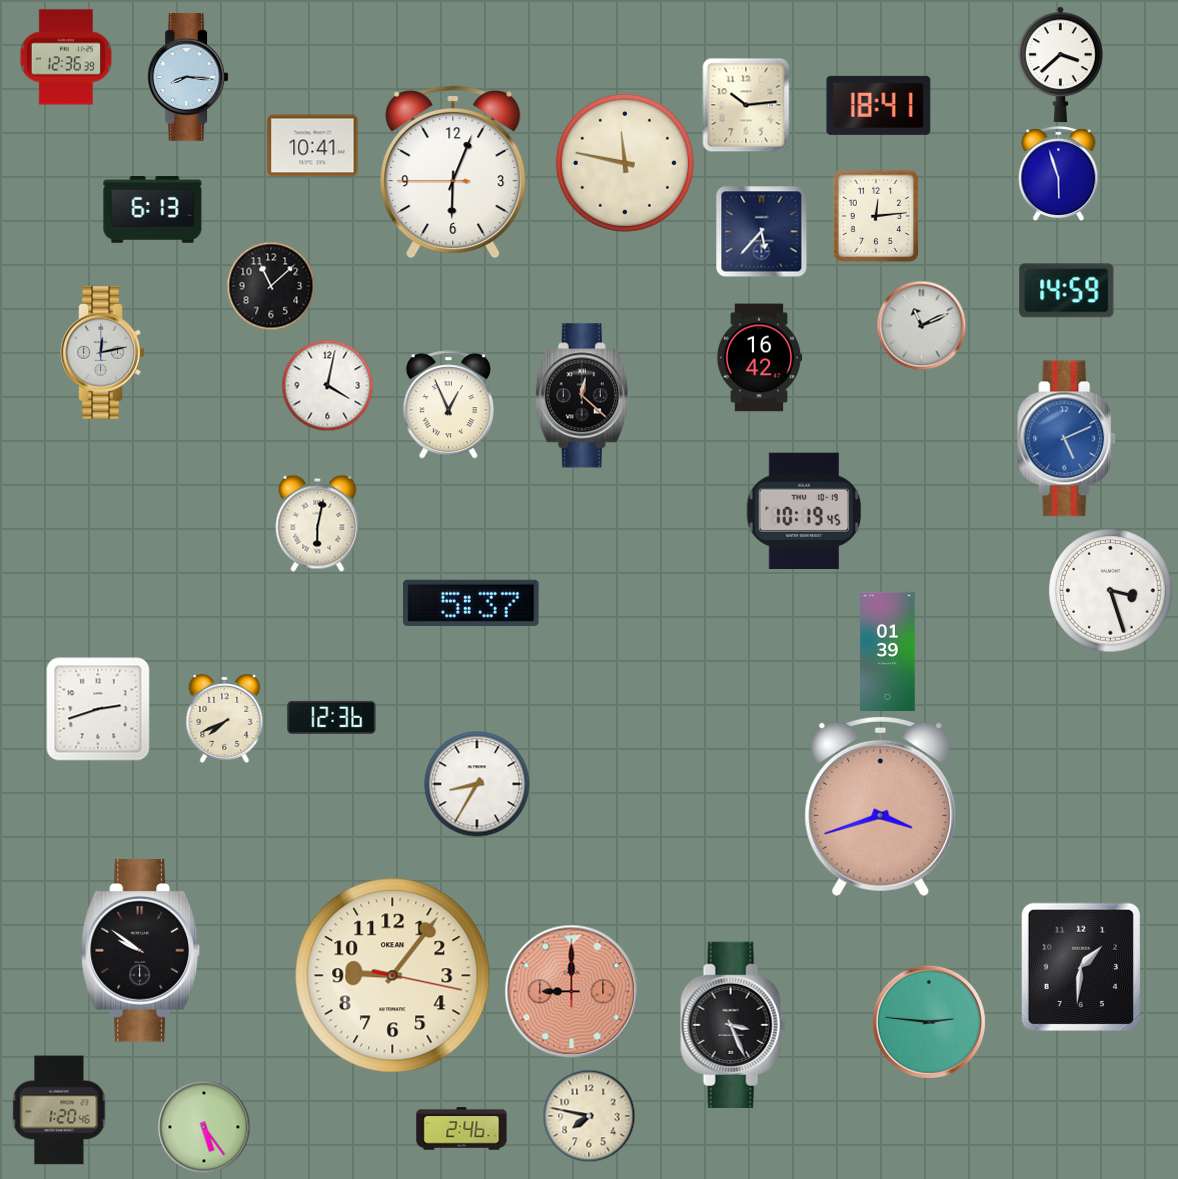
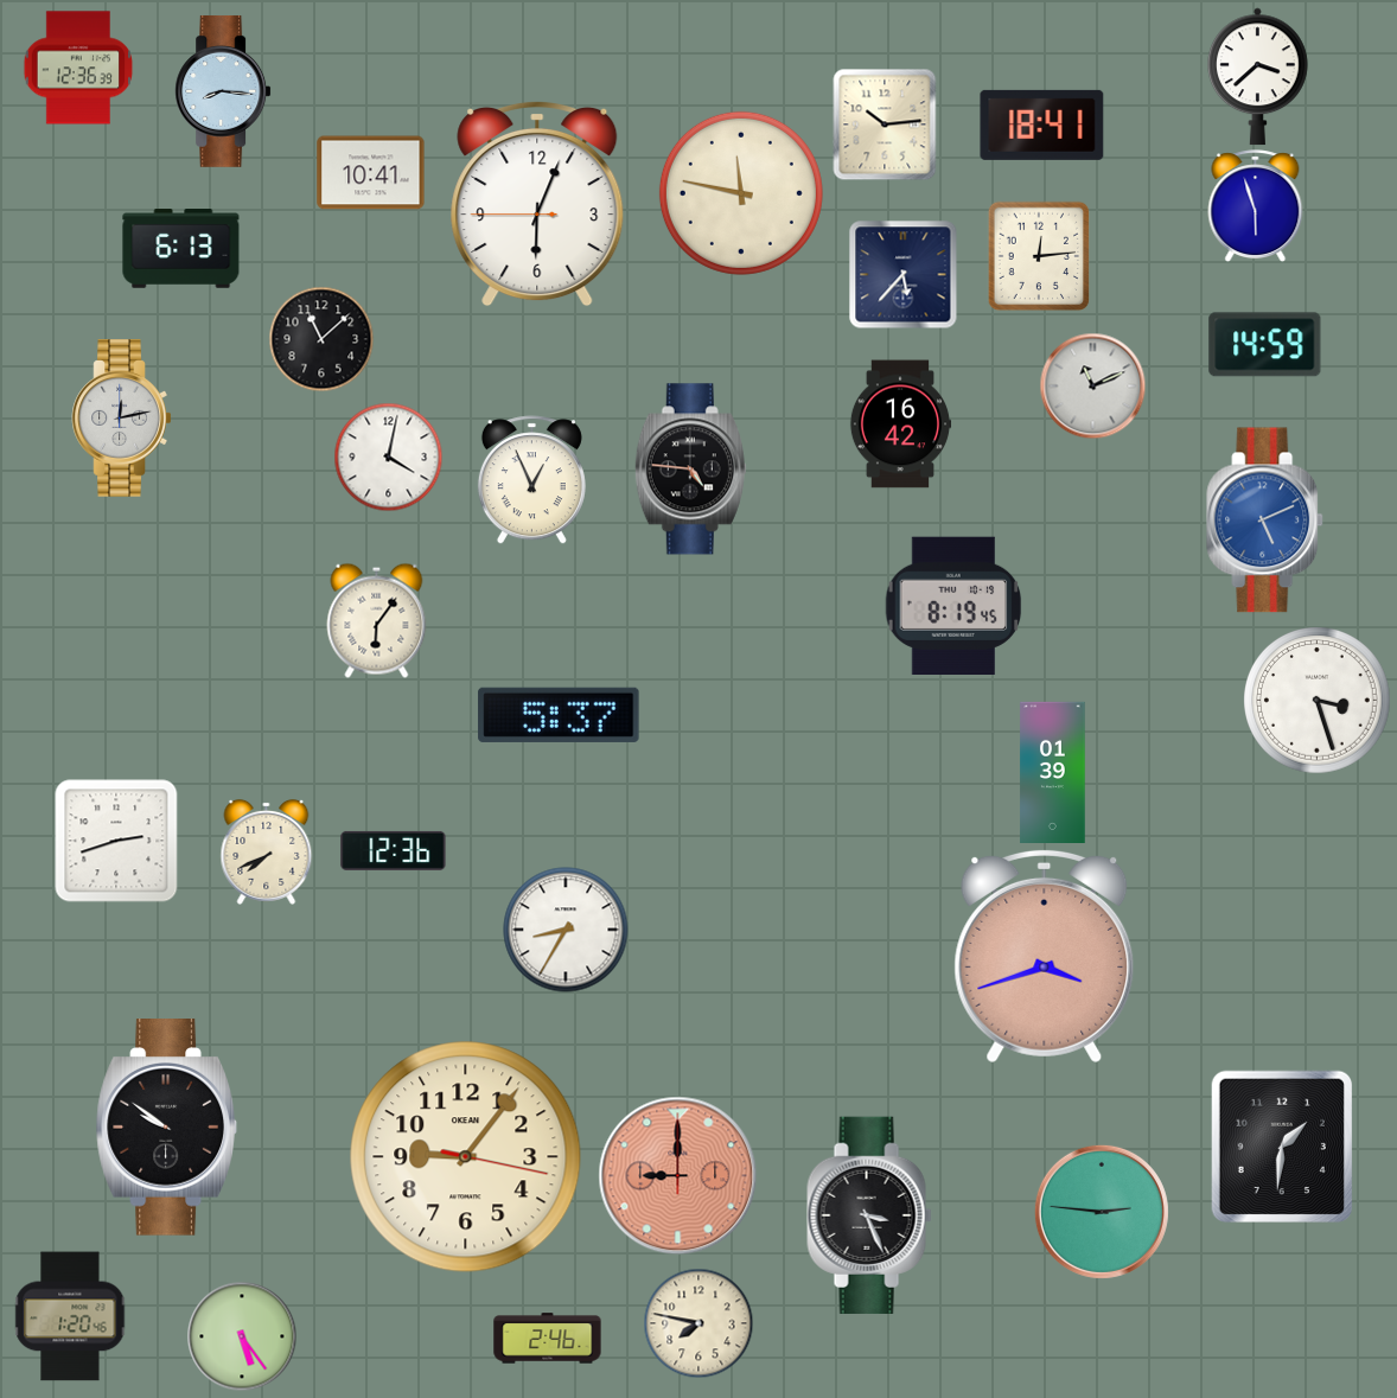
clock at (582, 396): 12:22 -> 4:46
clock at (804, 510): 10:19 -> 8:19
clock at (318, 523): 6:02 -> 6:06
